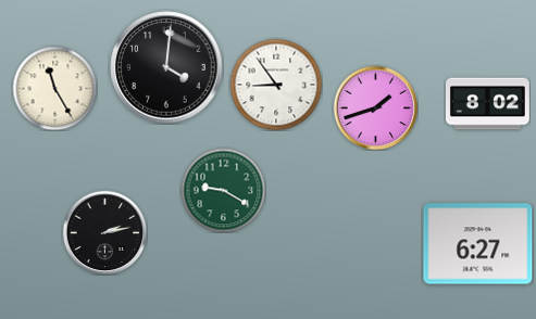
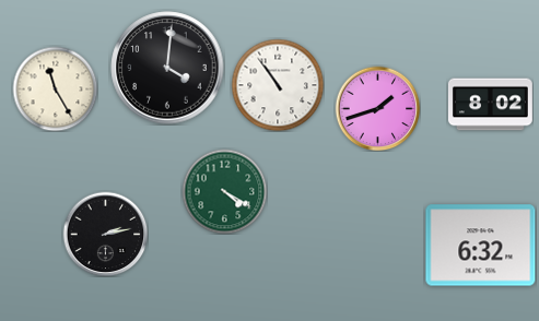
clock at (276, 85): 8:54 -> 10:54
clock at (223, 190): 9:20 -> 4:20
clock at (478, 244): 6:27 -> 6:32
